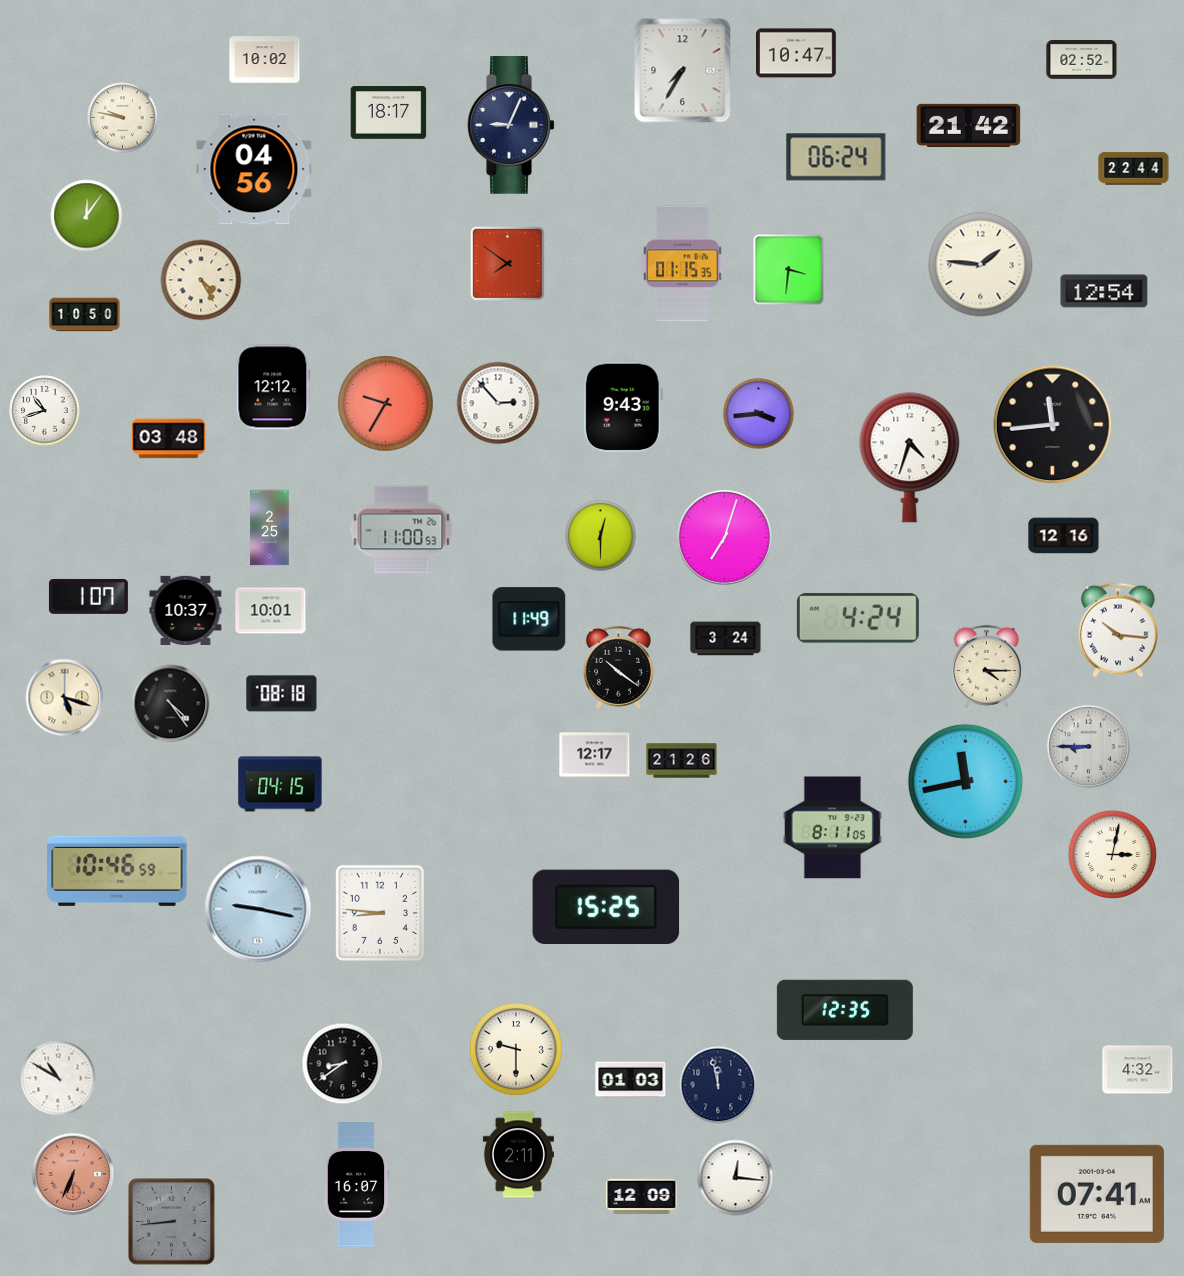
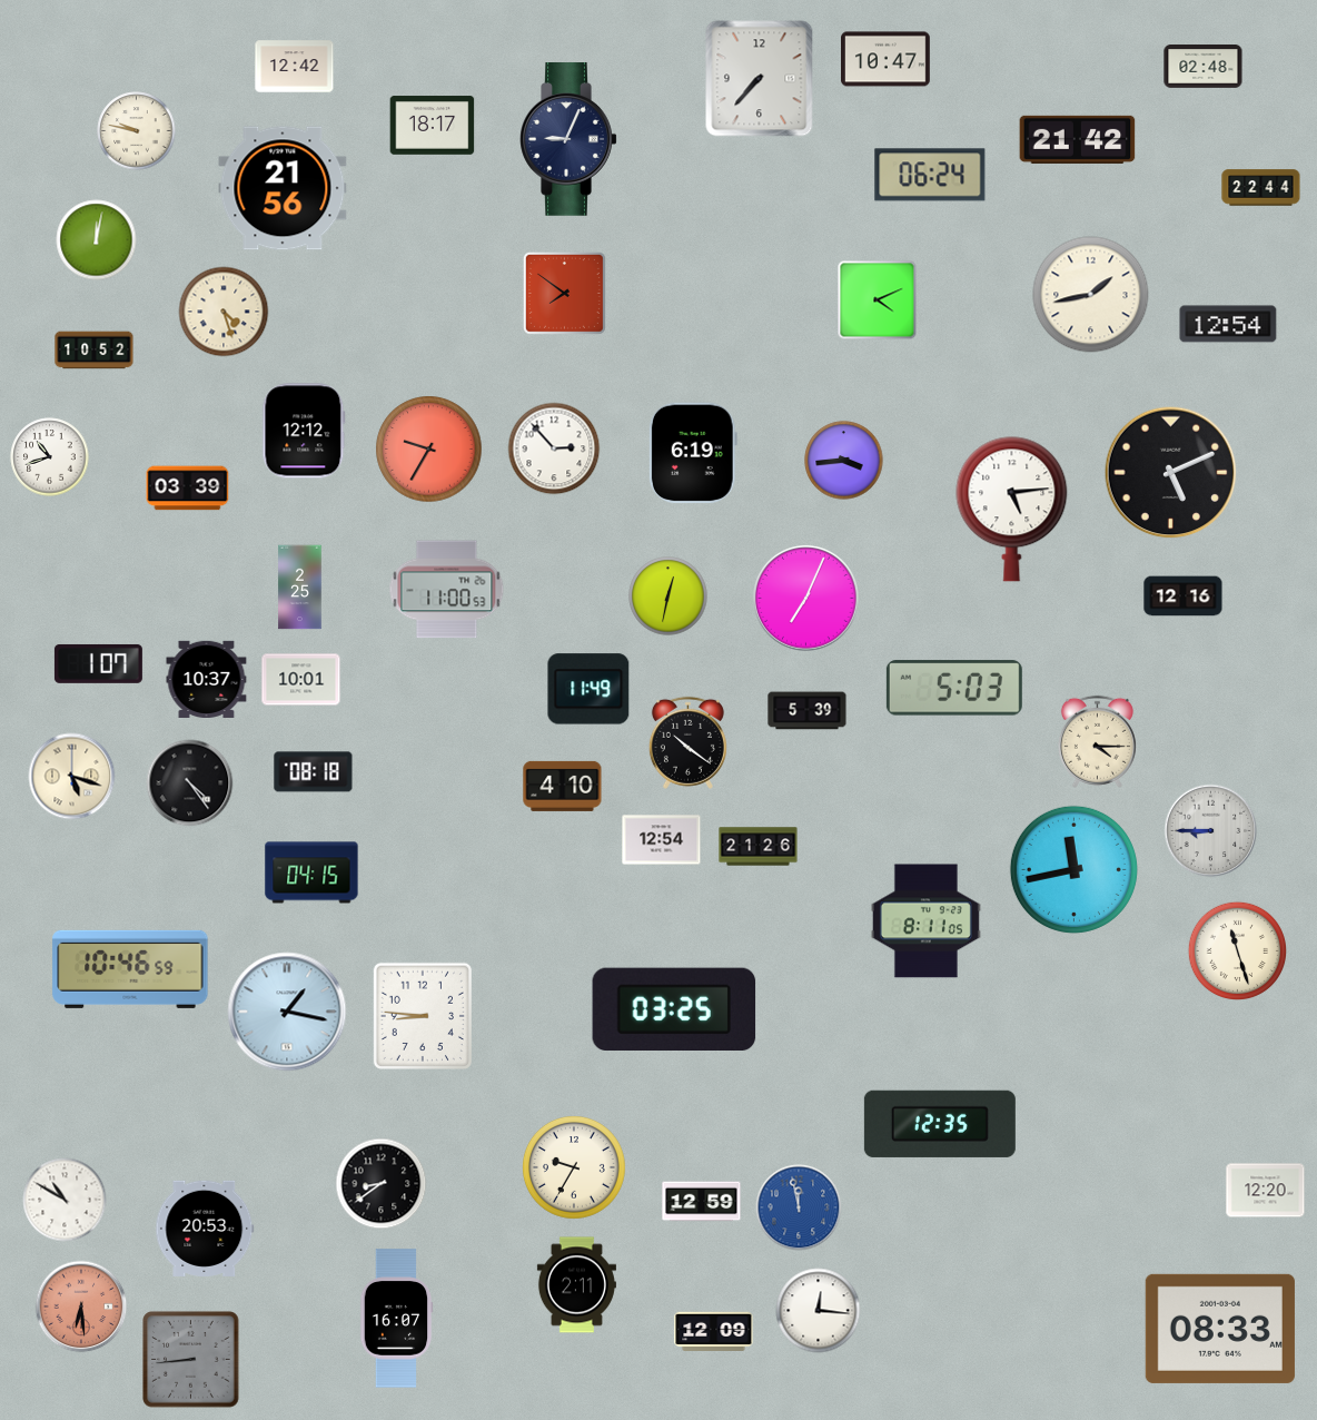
clock at (265, 60): 10:02 -> 12:42
clock at (1082, 60): 02:52 -> 02:48
clock at (683, 71): 7:35 -> 7:37
clock at (254, 169): 04:56 -> 21:56
clock at (87, 216): 12:06 -> 12:02
clock at (683, 264): 01:15 -> none
clock at (981, 265): 1:46 -> 1:43
clock at (789, 270): 3:31 -> 4:11
clock at (201, 280): 4:25 -> 4:27
clock at (85, 315): 10:50 -> 10:52
clock at (623, 407): 9:43 -> 6:19
clock at (1053, 425): 11:44 -> 5:11
clock at (169, 439): 03:48 -> 03:39
clock at (910, 458): 4:33 -> 5:14
clock at (601, 536): 12:30 -> 12:32
clock at (725, 538): 7:03 -> 7:04
clock at (858, 618): 4:24 -> 5:03
clock at (1118, 630): 10:16 -> none
clock at (726, 639): 3:24 -> 5:39
clock at (563, 786): none -> 4:10
clock at (595, 755): 12:17 -> 12:54
clock at (1112, 854): 3:02 -> 11:27
clock at (606, 906): 15:25 -> 03:25
clock at (258, 909): 9:17 -> 1:17
clock at (517, 1050): 9:30 -> 9:35
clock at (1138, 1070): 4:32 -> 12:20
clock at (631, 1080): 01:03 -> 12:59
clock at (718, 1085) dial: navy -> blue
clock at (205, 1229): none -> 20:53
clock at (73, 1174): 6:34 -> 6:29
clock at (1097, 1194): 07:41 -> 08:33
